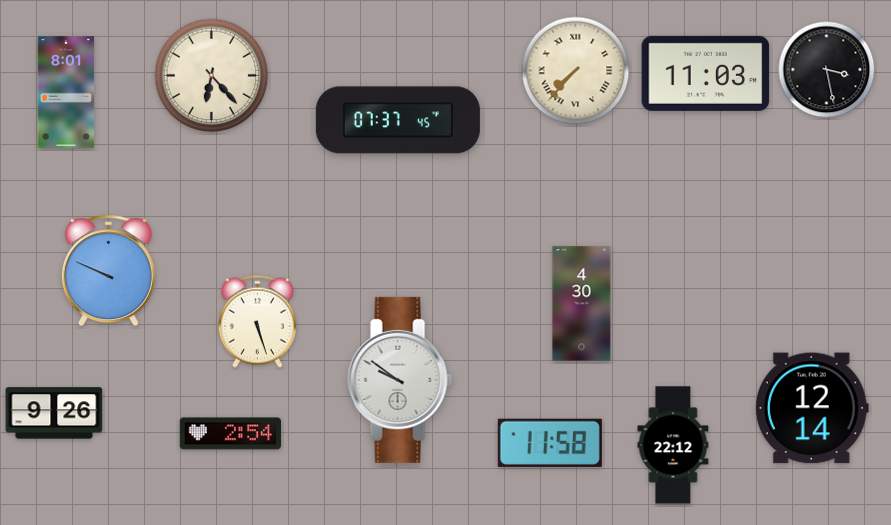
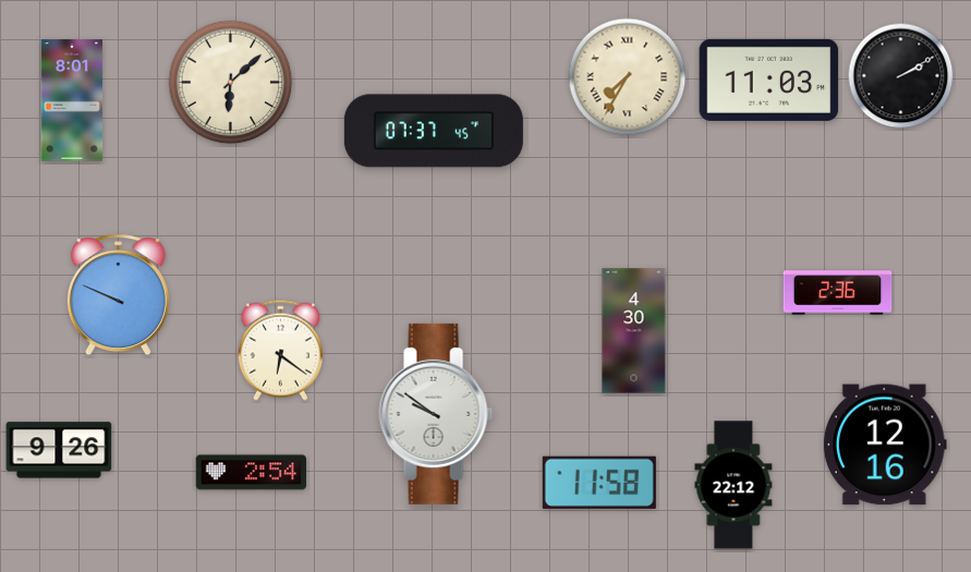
clock at (827, 70): 3:28 -> 2:10
clock at (576, 71): 7:37 -> 7:35
clock at (212, 76): 6:23 -> 6:08
clock at (838, 293): none -> 2:36
clock at (257, 321): 5:27 -> 6:21
clock at (812, 408): 12:14 -> 12:16
